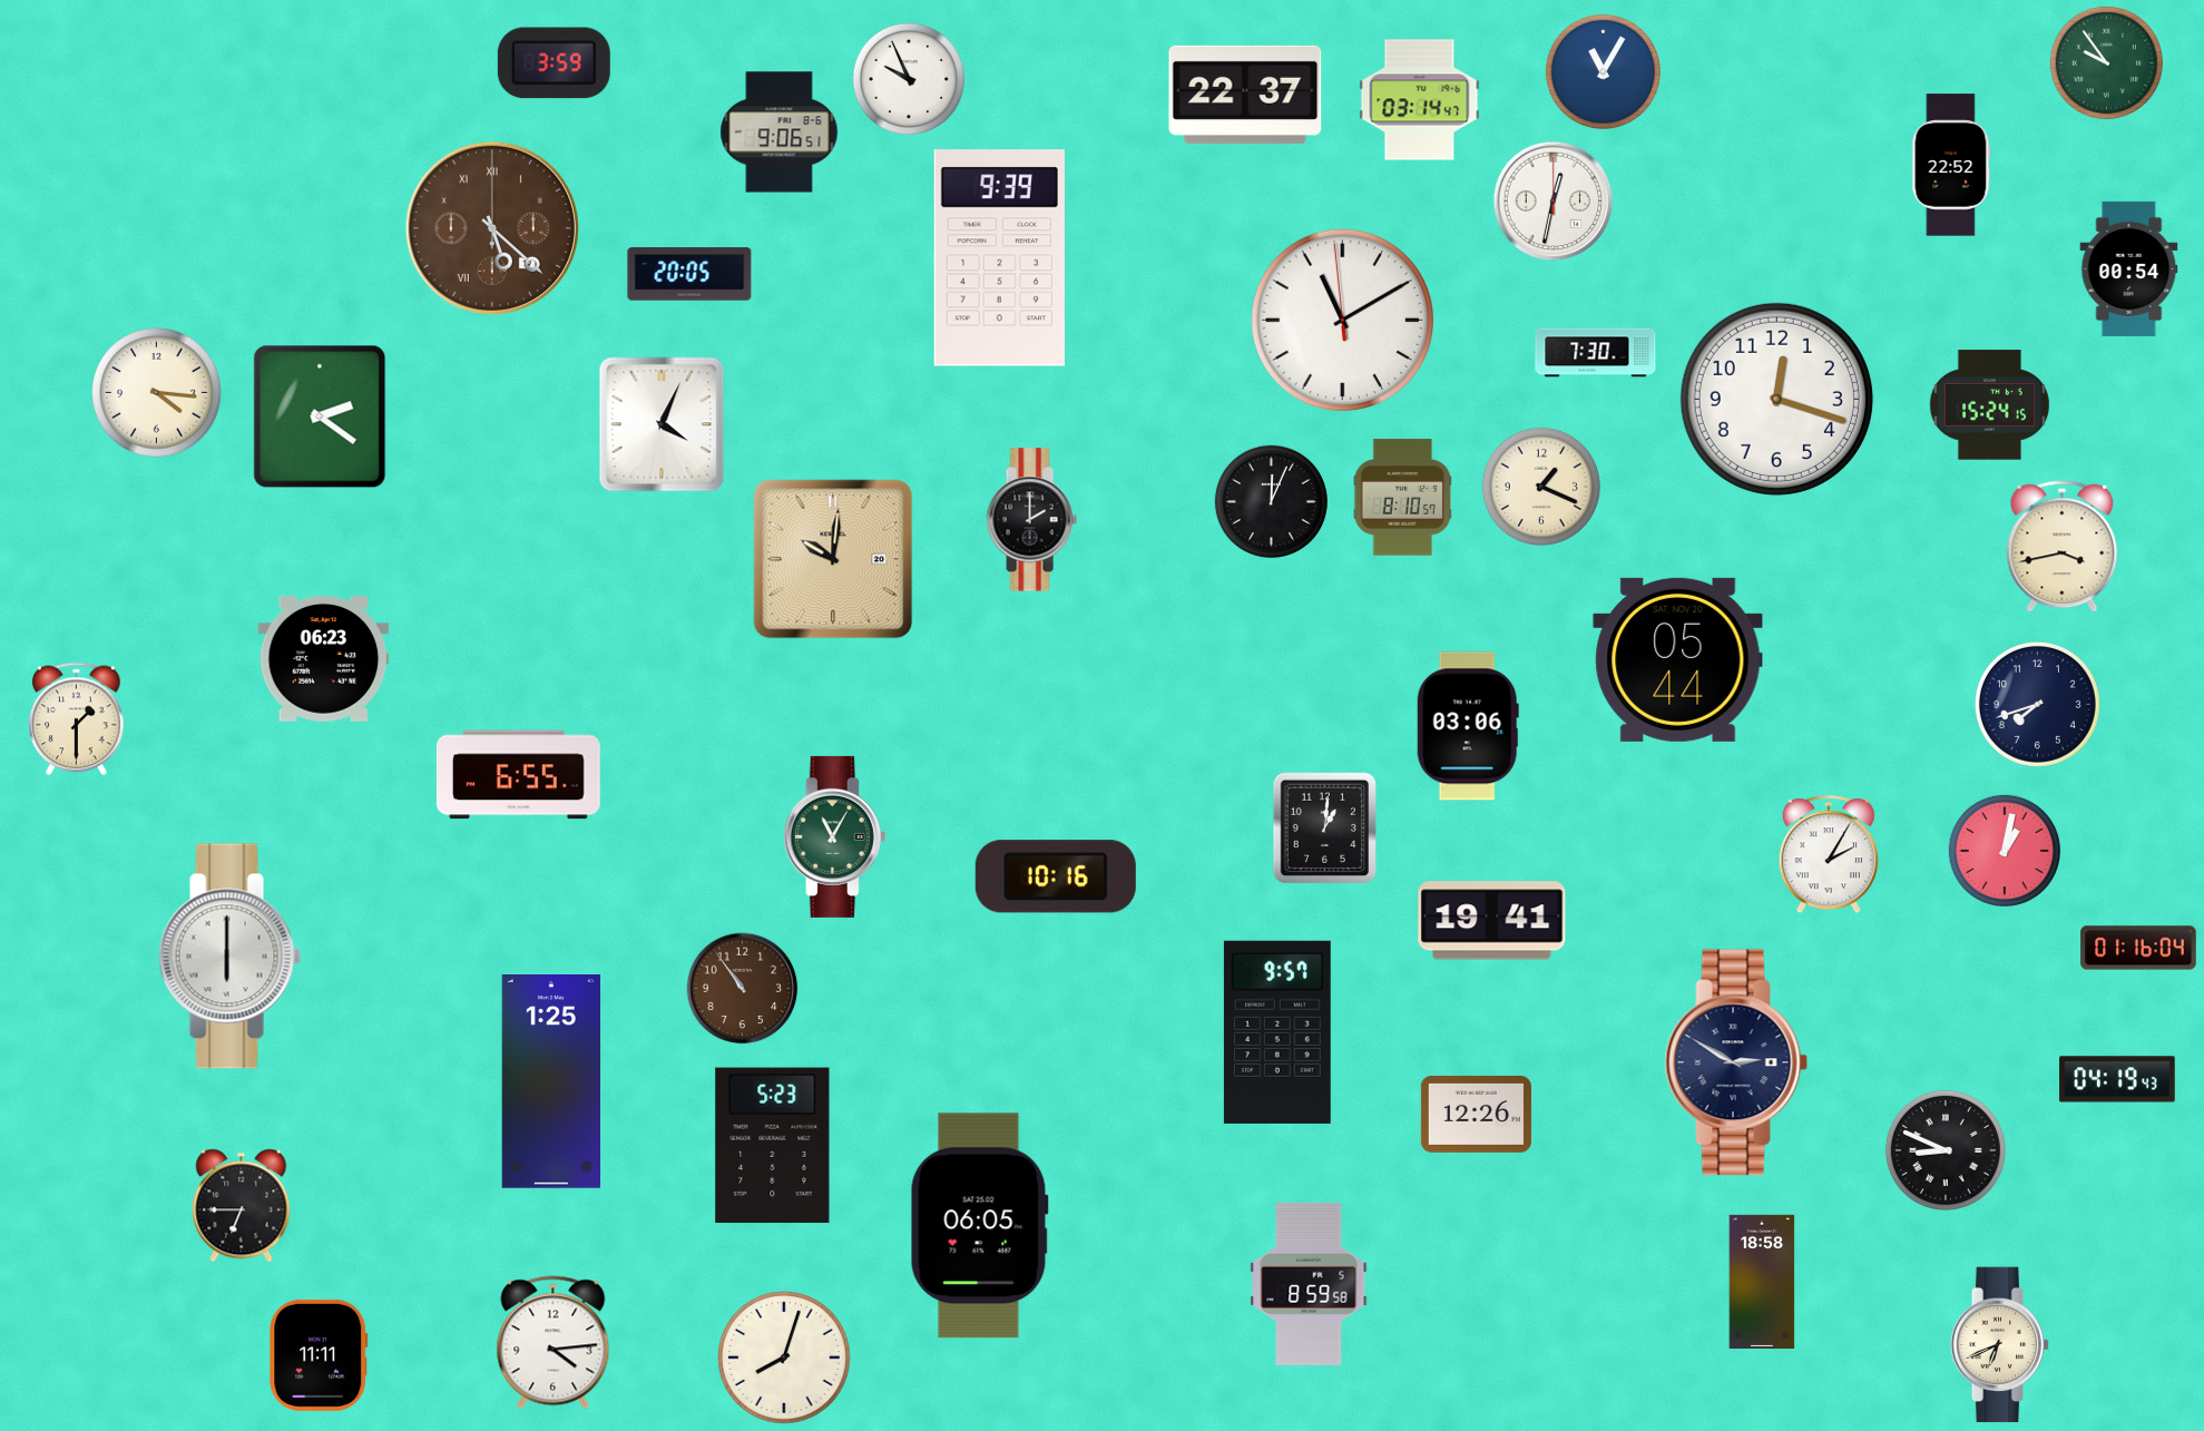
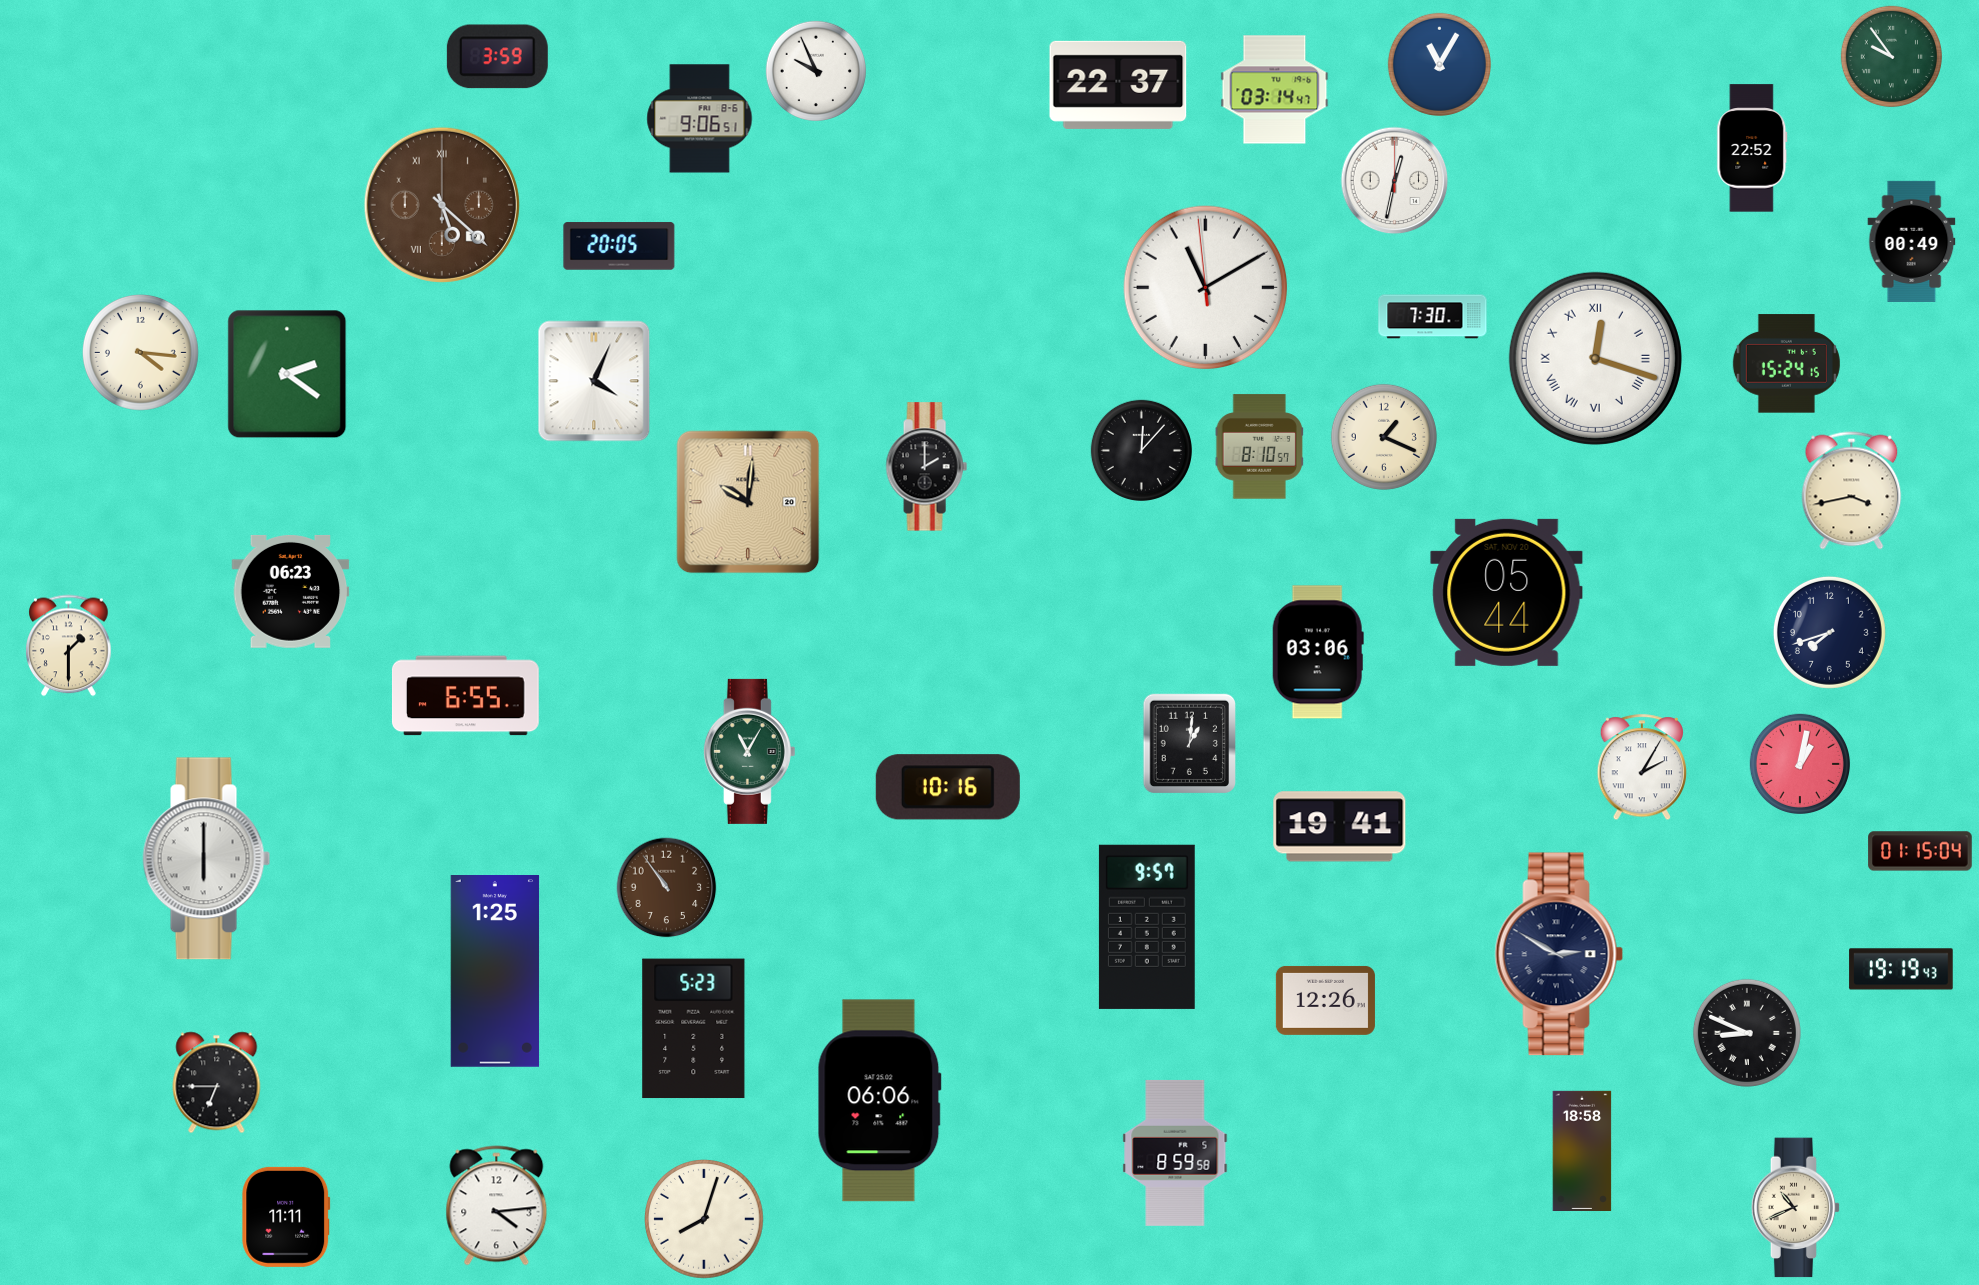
clock at (999, 258): 9:39 -> none
clock at (2129, 268): 00:54 -> 00:49
clock at (1776, 399) numerals: Arabic -> Roman
clock at (1271, 501): 12:04 -> 12:07
clock at (2138, 948): 01:16 -> 01:15
clock at (2117, 1079): 04:19 -> 19:19
clock at (979, 1226): 06:05 -> 06:06
clock at (2000, 1345): 6:41 -> 10:41
